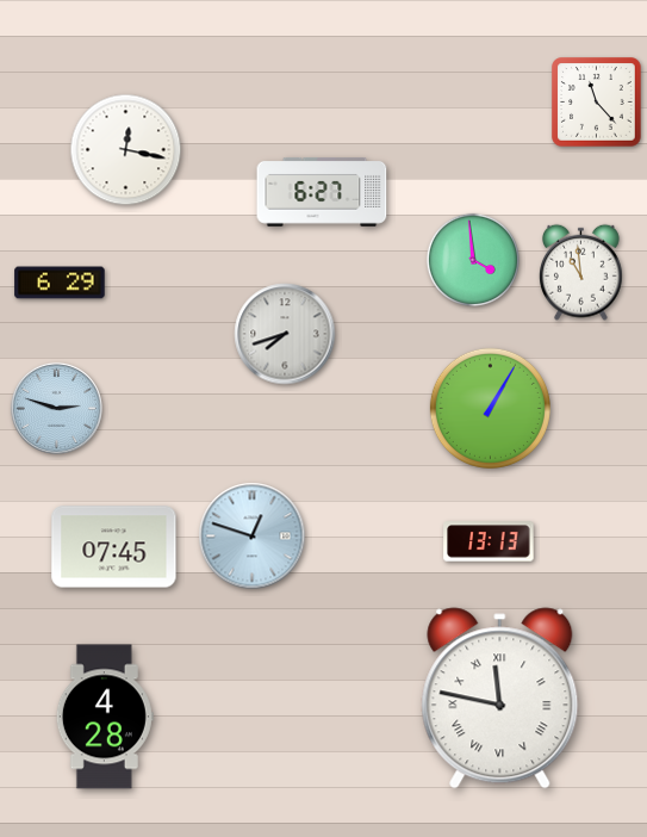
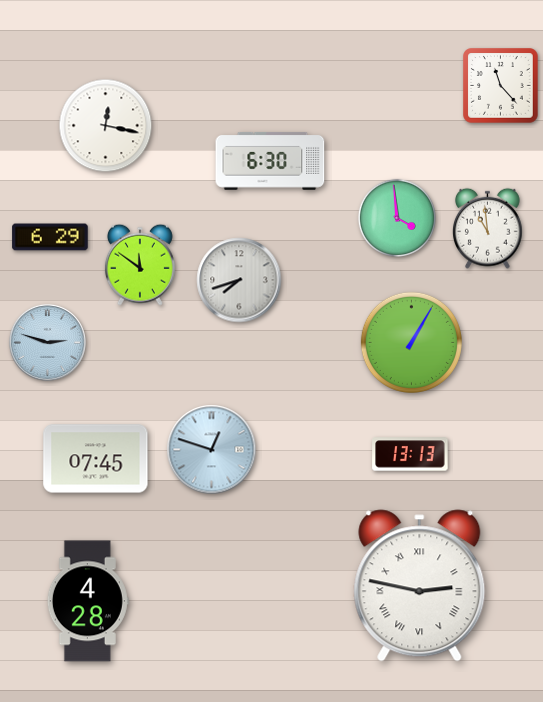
clock at (322, 192): 6:27 -> 6:30
clock at (140, 265): none -> 11:51
clock at (500, 699): 11:47 -> 2:47
